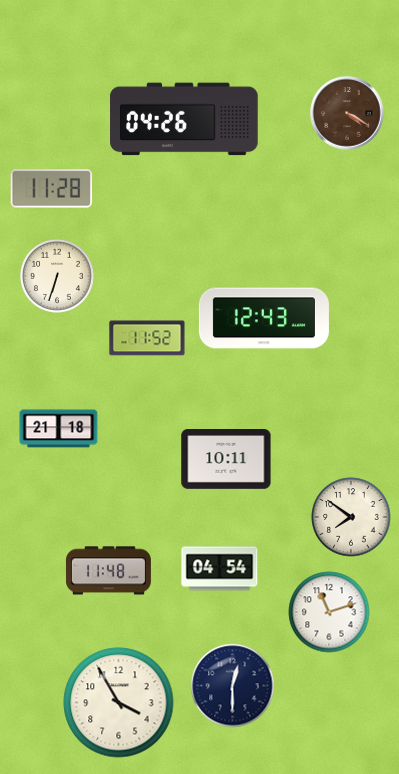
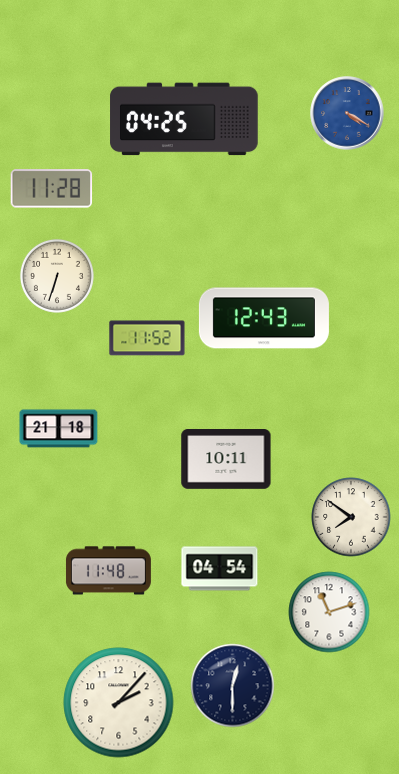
clock at (347, 113) dial: brown -> blue
clock at (184, 119): 04:26 -> 04:25
clock at (119, 703): 3:55 -> 2:07
